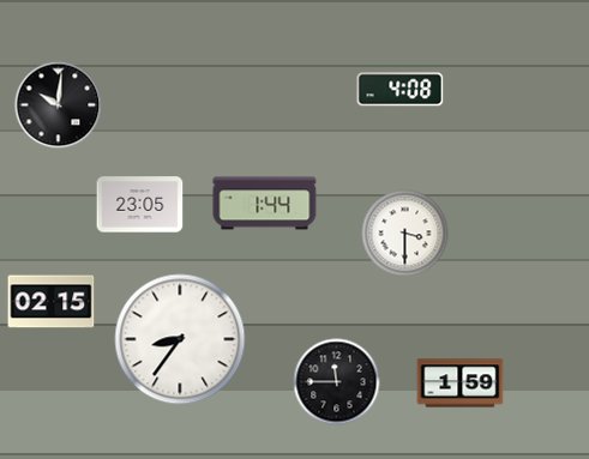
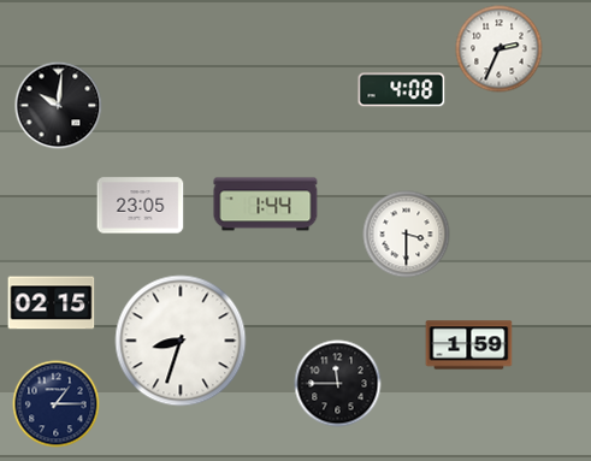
clock at (500, 49): none -> 2:34
clock at (180, 339): 8:36 -> 8:33
clock at (461, 383) position: (461, 383) -> (469, 345)
clock at (57, 404): none -> 1:15
